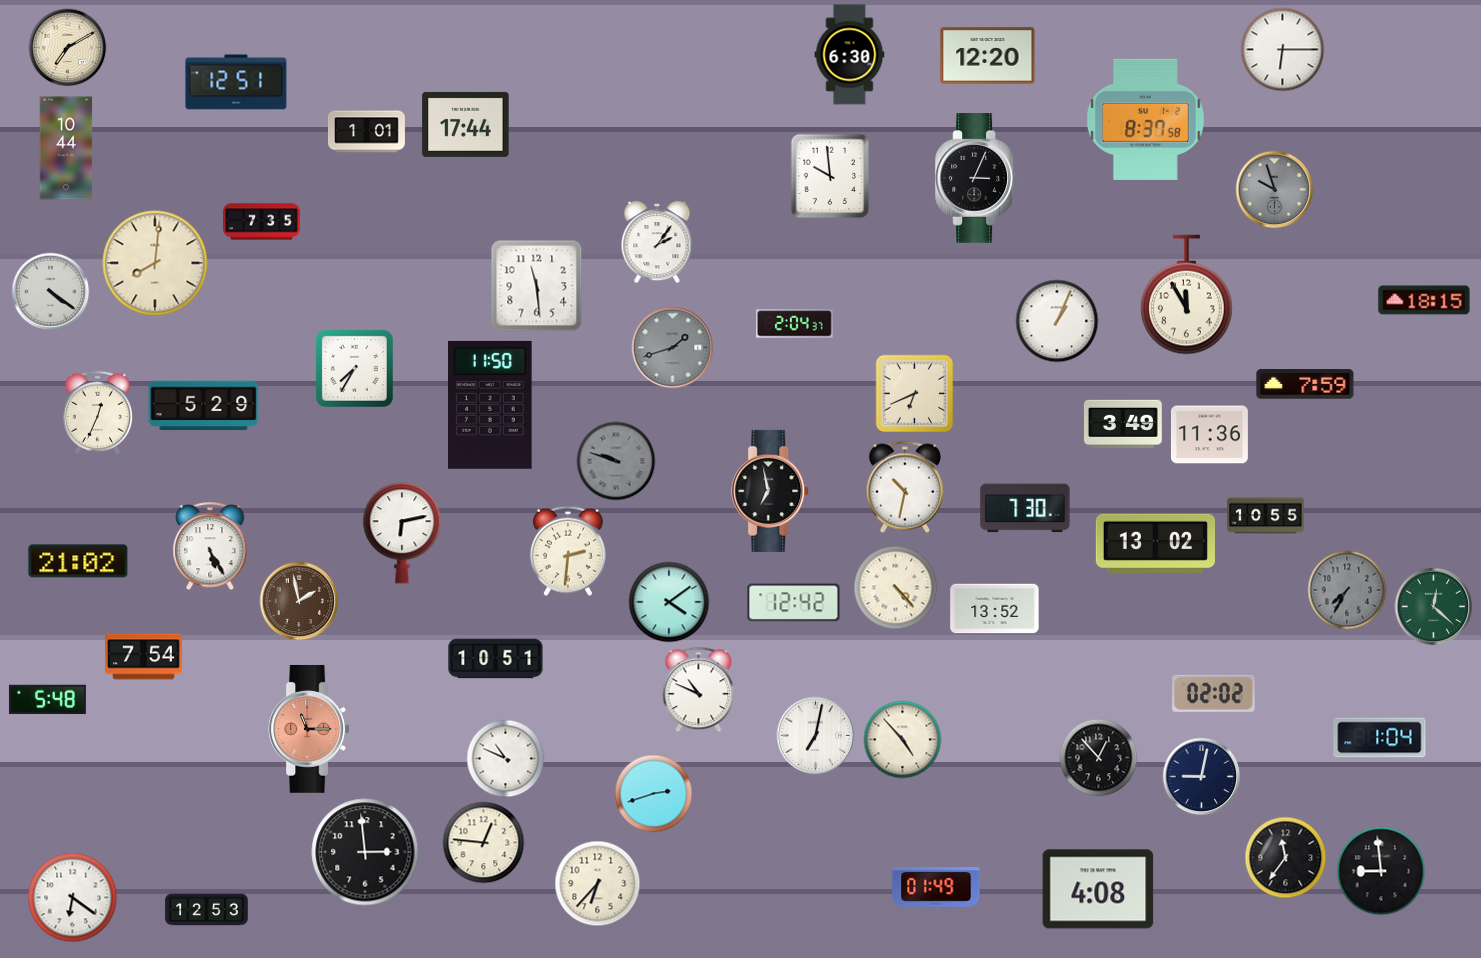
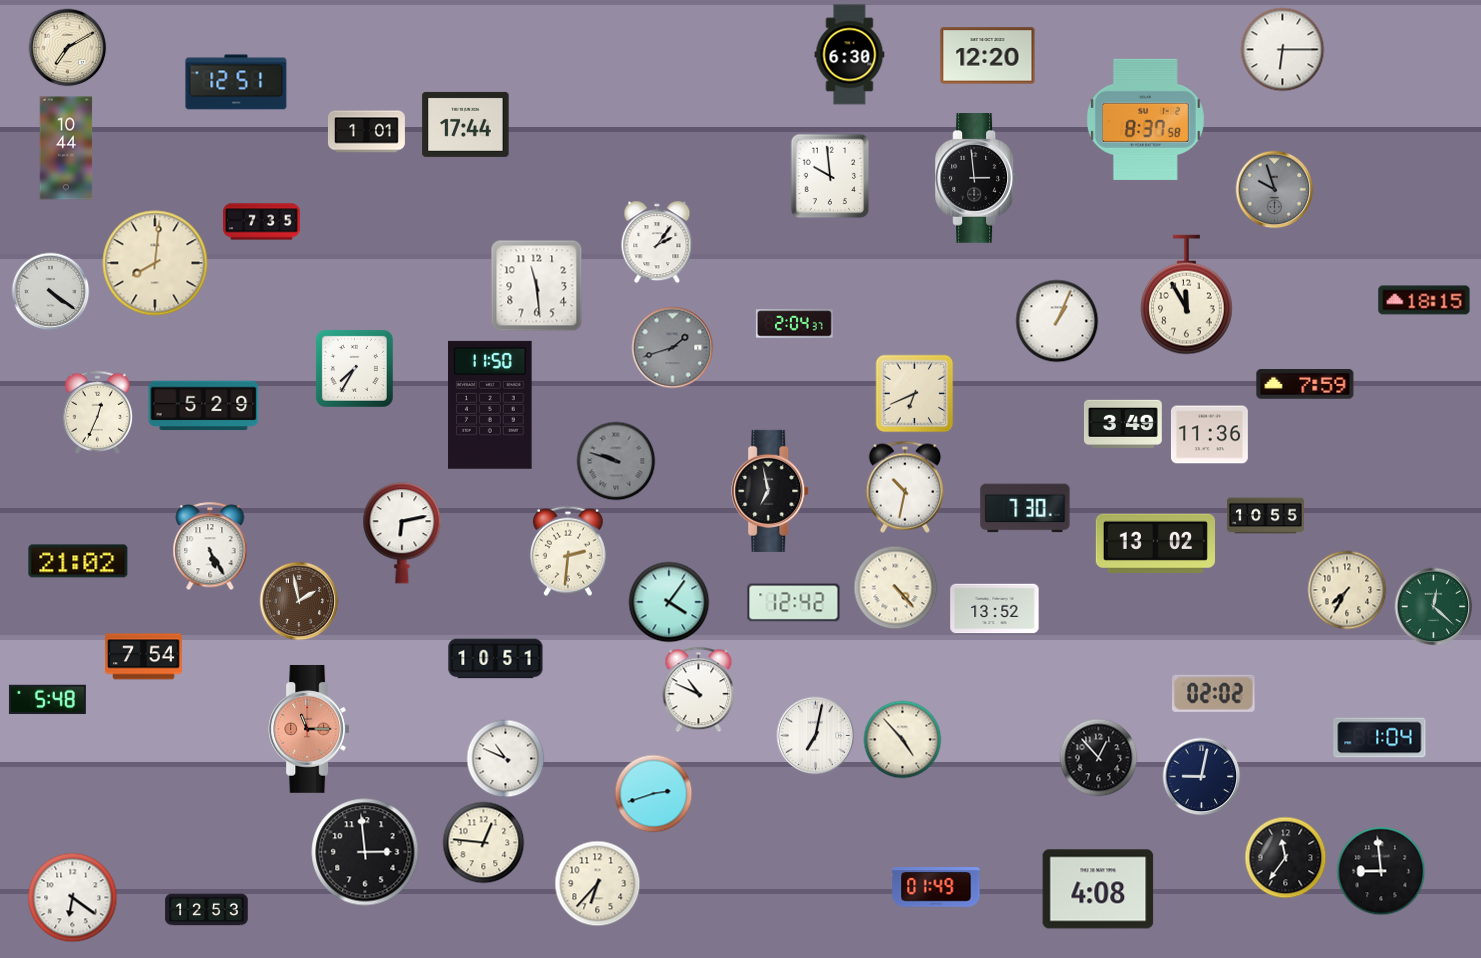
clock at (976, 179): 3:04 -> 2:59
clock at (1347, 590) dial: grey -> cream
clock at (669, 602): 4:09 -> 4:06
